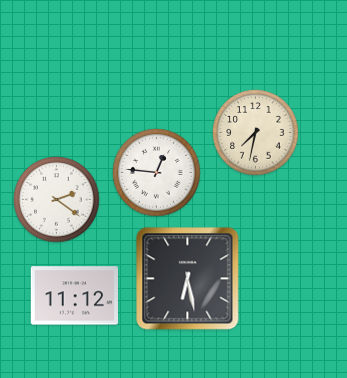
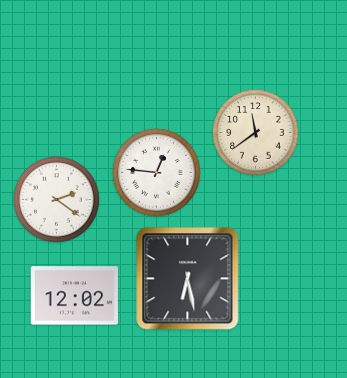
clock at (256, 133): 7:32 -> 11:39
clock at (74, 296): 11:12 -> 12:02
